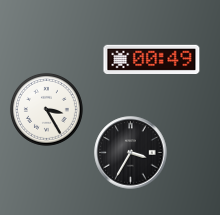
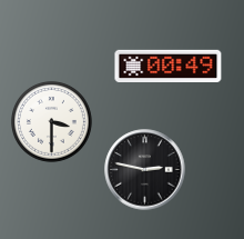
clock at (46, 109): 3:25 -> 3:30
clock at (131, 153): 3:35 -> 2:47
